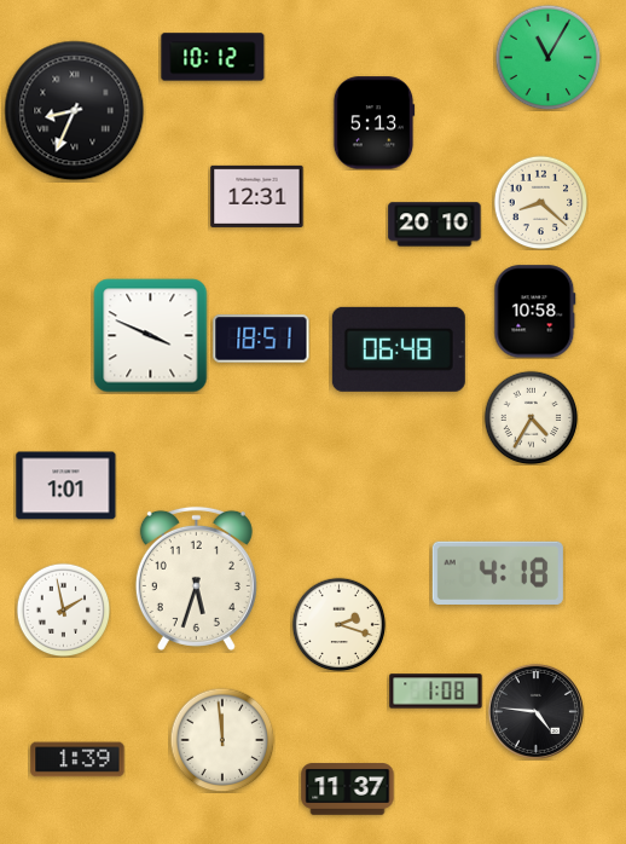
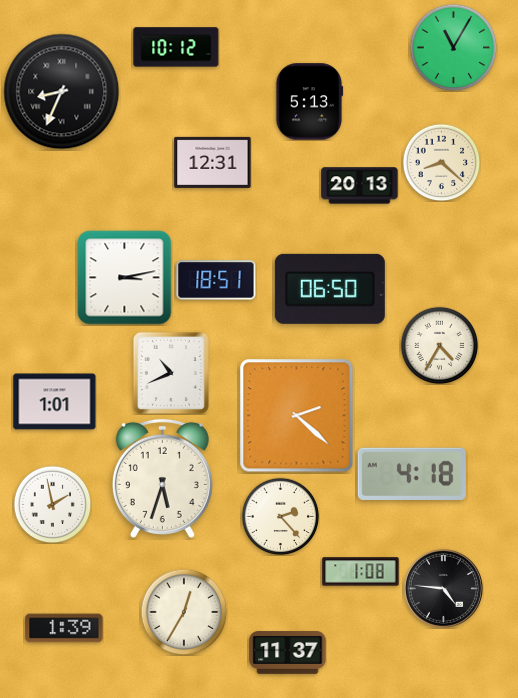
clock at (540, 202) position: (540, 202) -> (441, 162)
clock at (435, 225): 20:10 -> 20:13
clock at (535, 312): 10:58 -> none
clock at (151, 336): 3:49 -> 3:13
clock at (399, 349): 06:48 -> 06:50
clock at (171, 373): none -> 10:41
clock at (297, 416): none -> 2:22
clock at (338, 624): 2:18 -> 2:23
clock at (222, 740): 11:59 -> 12:35
